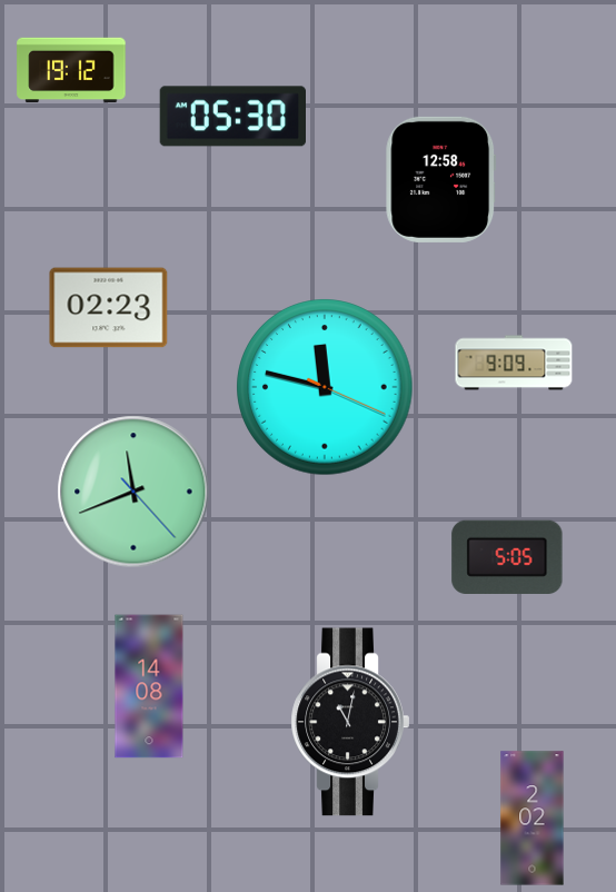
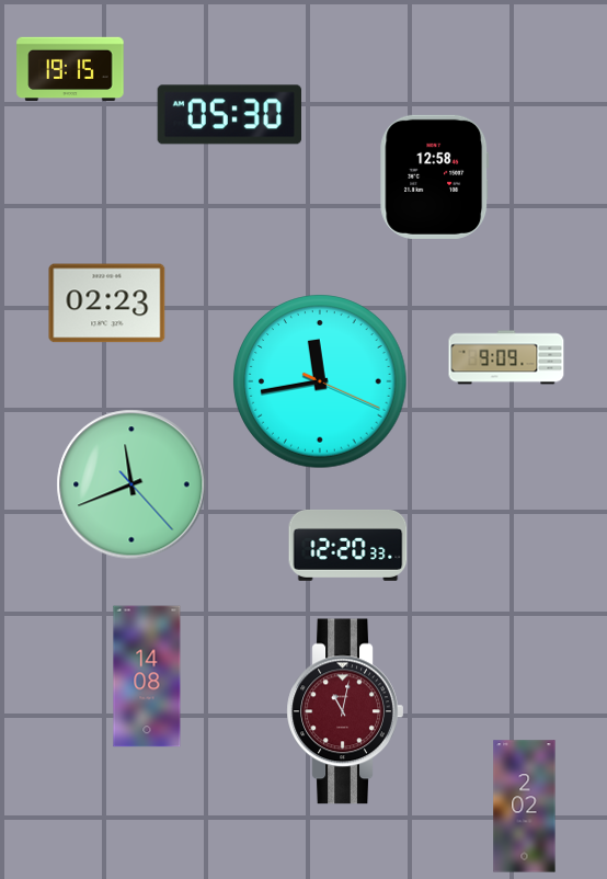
clock at (71, 70): 19:12 -> 19:15
clock at (325, 387): 11:47 -> 11:43
clock at (348, 545): none -> 12:20
clock at (507, 557): 5:05 -> none
clock at (350, 722) dial: black -> burgundy
